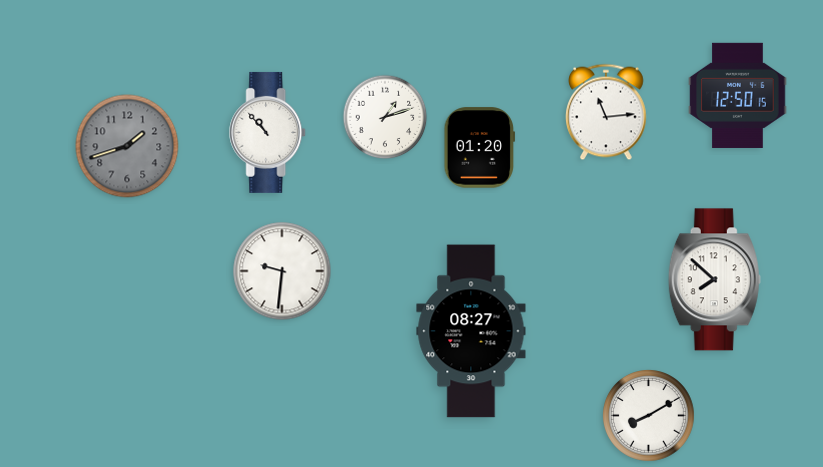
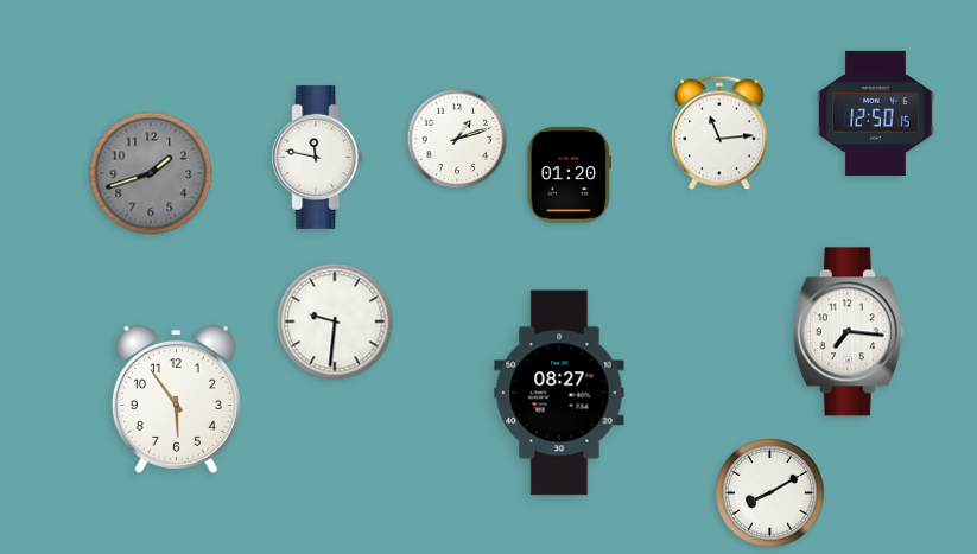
clock at (268, 132): 10:53 -> 11:47
clock at (714, 280): 7:52 -> 7:16
clock at (176, 399): none -> 5:54
